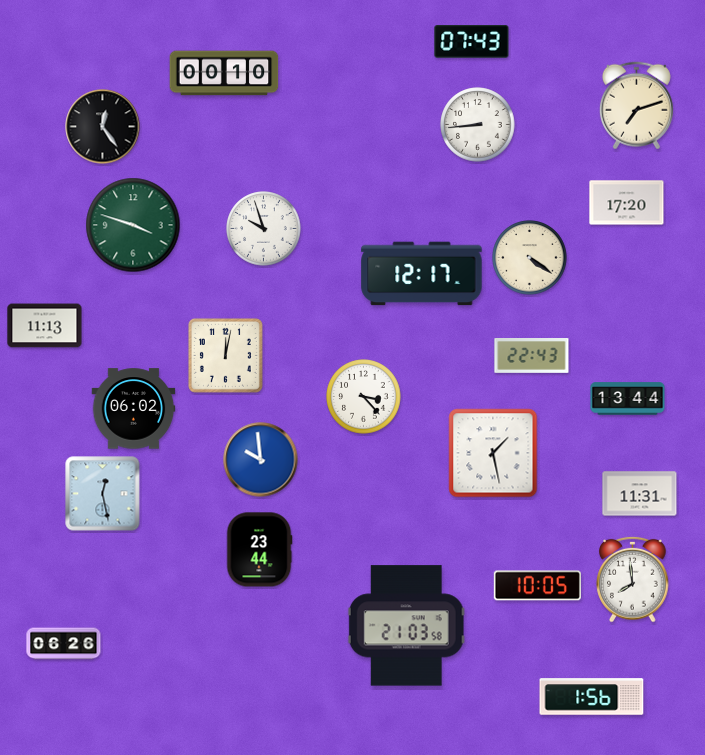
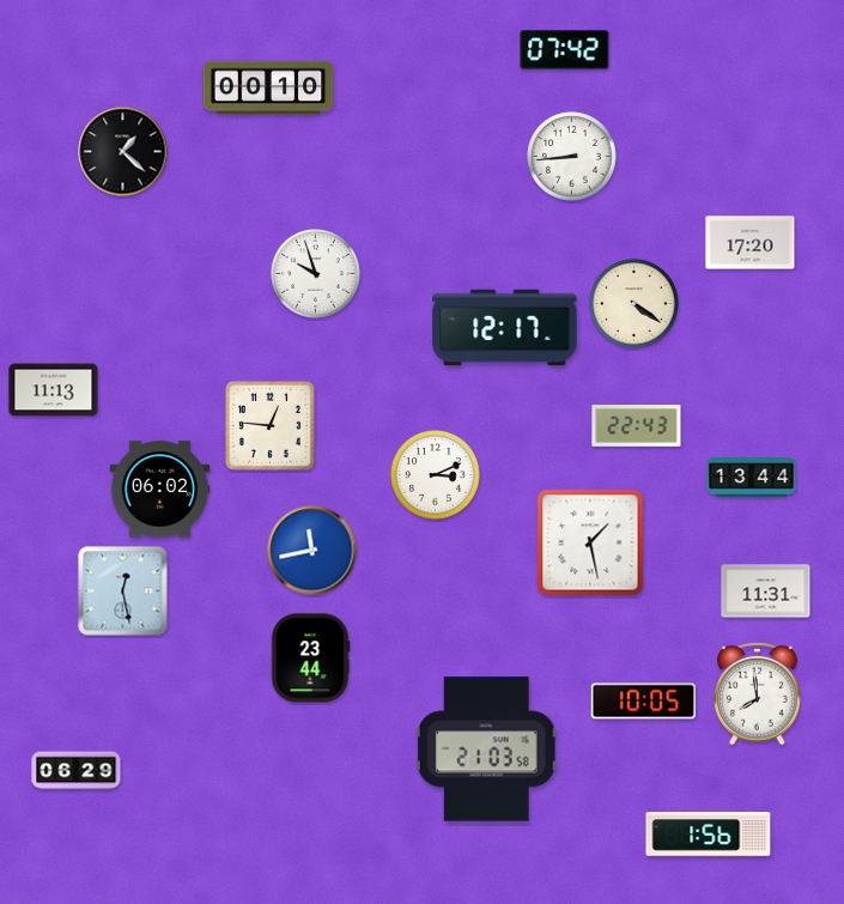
clock at (472, 42): 07:43 -> 07:42
clock at (636, 106): 7:12 -> none
clock at (478, 125) position: (478, 125) -> (572, 157)
clock at (103, 127): 12:24 -> 1:22
clock at (133, 225): 3:48 -> none
clock at (530, 258) position: (530, 258) -> (634, 304)
clock at (225, 355): 12:02 -> 12:46
clock at (364, 397): 3:23 -> 3:11
clock at (261, 460): 9:59 -> 11:43
clock at (64, 644): 06:26 -> 06:29
